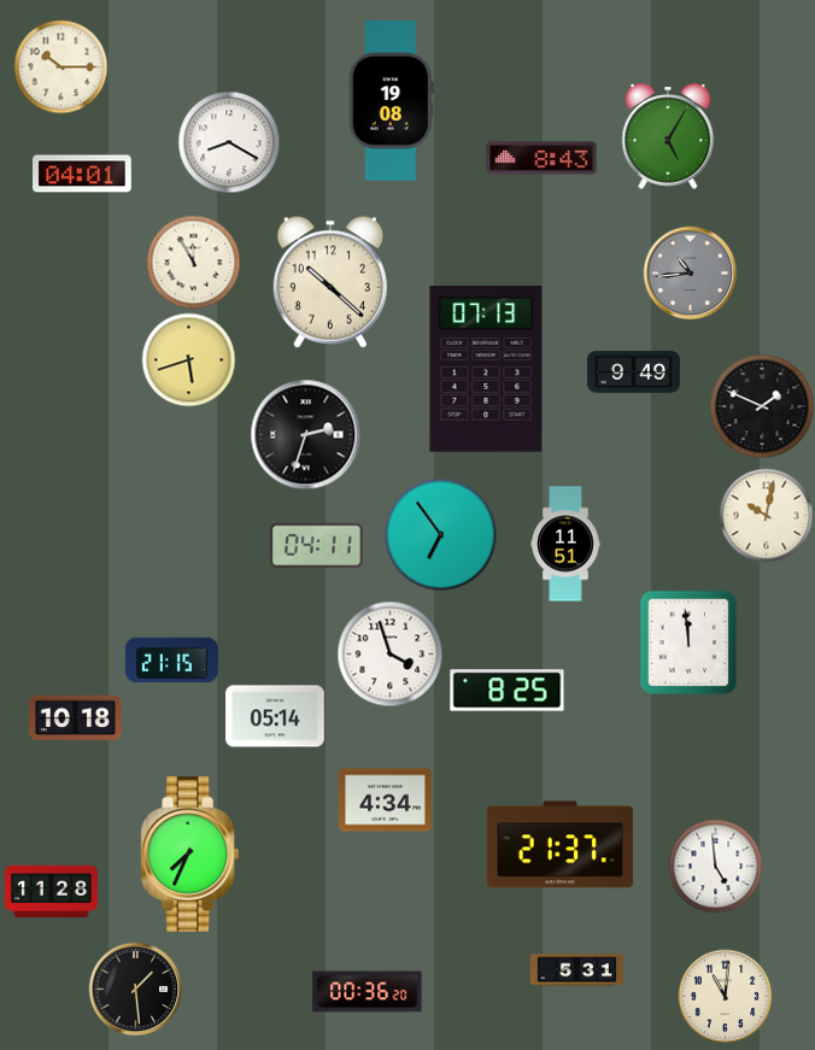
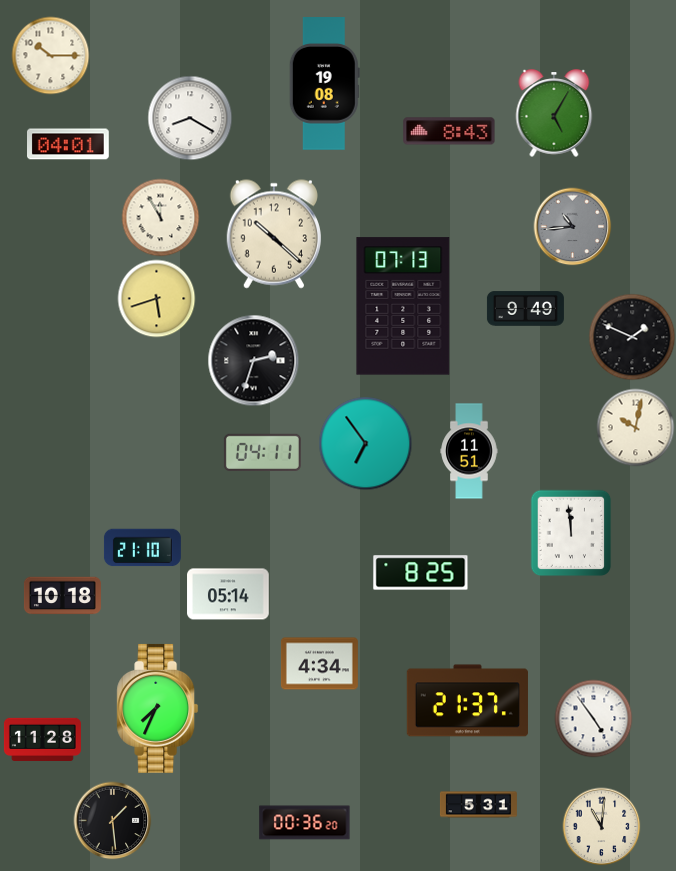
clock at (389, 653): 3:57 -> none
clock at (171, 661): 21:15 -> 21:10
clock at (559, 845) position: (559, 845) -> (467, 701)
clock at (715, 866): 4:59 -> 4:54
